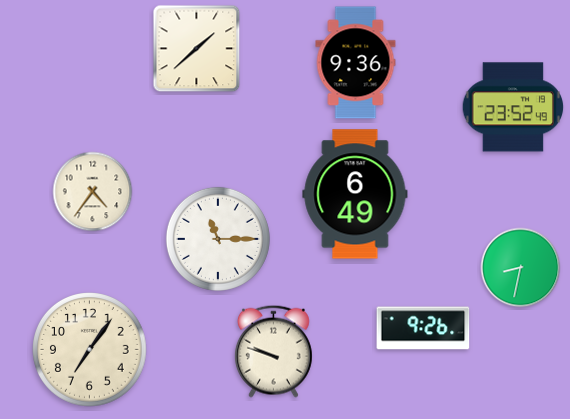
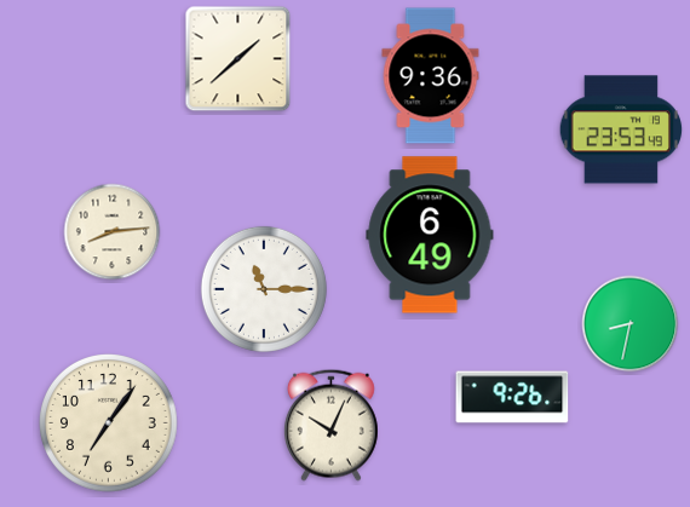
clock at (513, 107): 23:52 -> 23:53
clock at (93, 192): 4:36 -> 8:14
clock at (273, 351): 9:48 -> 10:04
